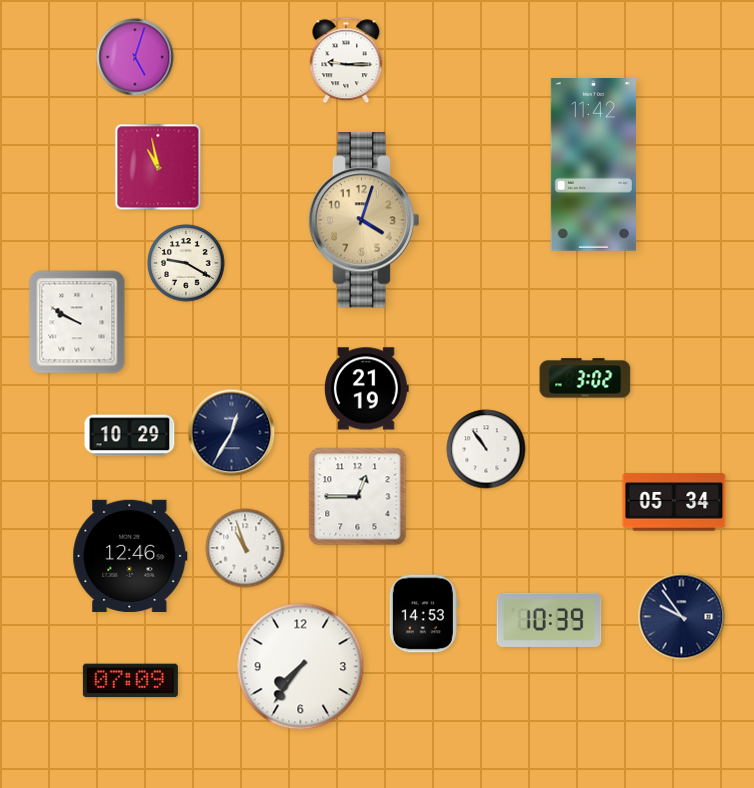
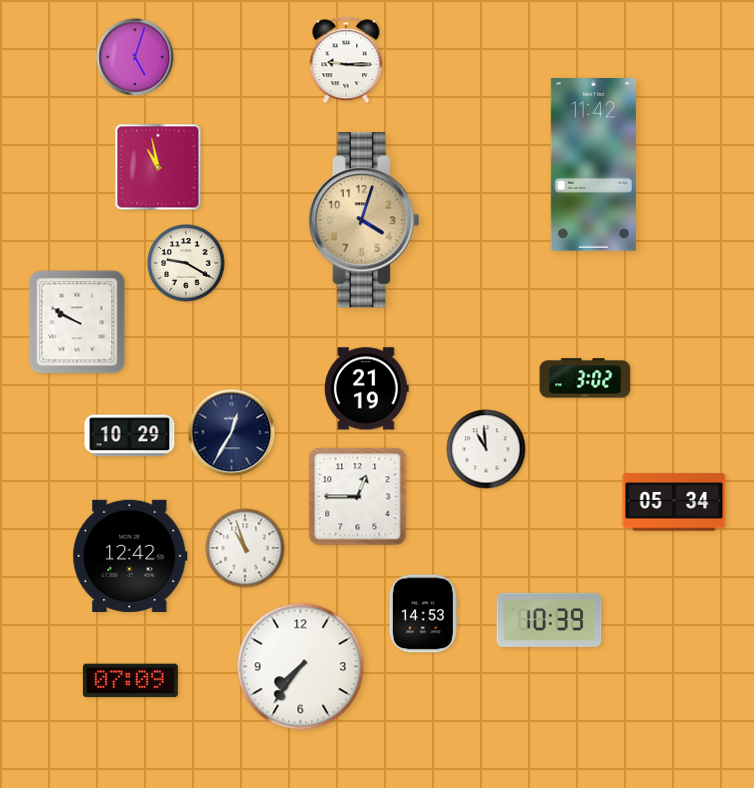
clock at (486, 449): 10:54 -> 10:59
clock at (130, 556): 12:46 -> 12:42
clock at (682, 617): 9:54 -> none
